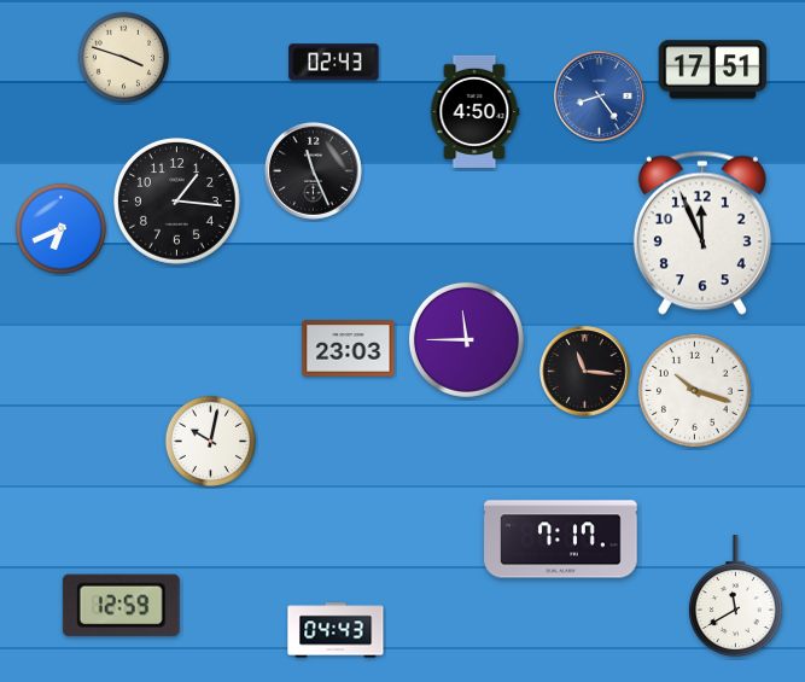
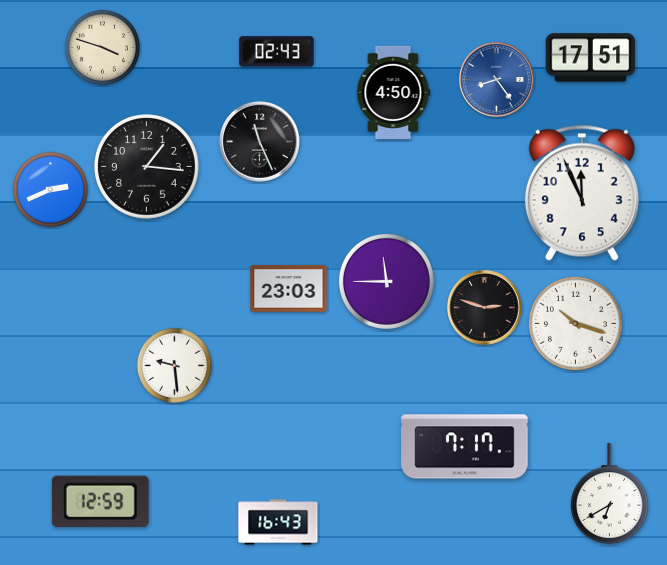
clock at (60, 228): 6:41 -> 2:41
clock at (585, 372): 11:16 -> 2:48
clock at (210, 441): 10:02 -> 9:29
clock at (735, 596): 11:40 -> 6:40
clock at (336, 630): 04:43 -> 16:43
